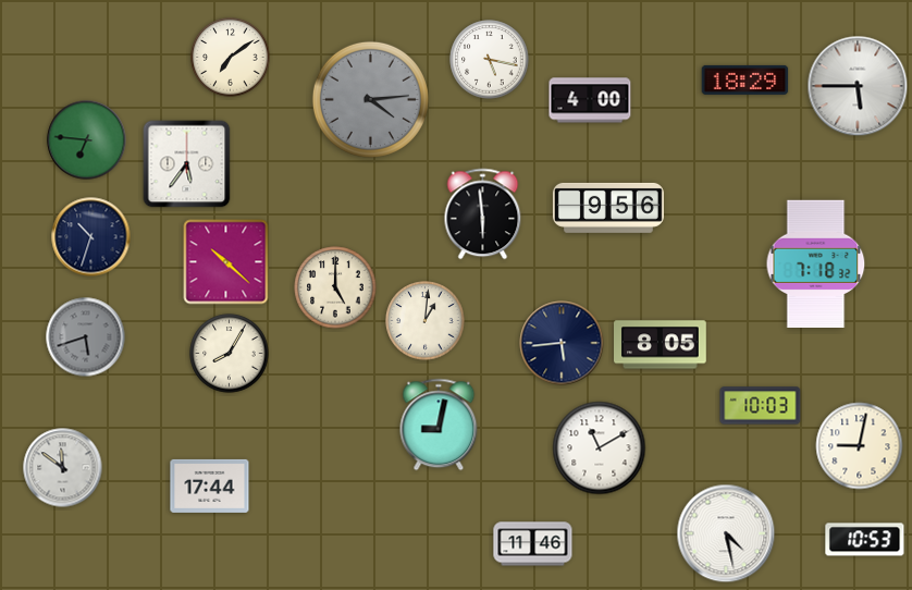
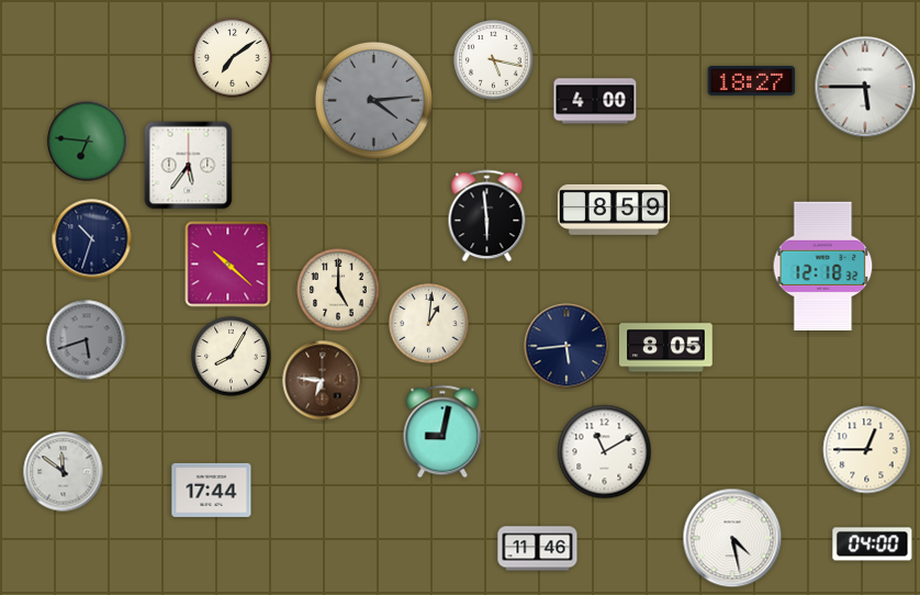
clock at (745, 79): 18:29 -> 18:27
clock at (608, 208): 9:56 -> 8:59
clock at (816, 263): 7:18 -> 12:18
clock at (323, 381): none -> 6:46
clock at (761, 406): 10:03 -> none
clock at (439, 425) position: (439, 425) -> (442, 431)
clock at (860, 446): 9:02 -> 12:45
clock at (865, 540): 10:53 -> 04:00
